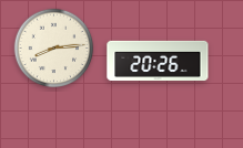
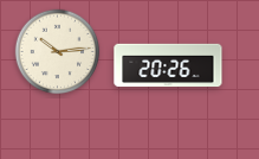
clock at (54, 49): 8:14 -> 10:14
